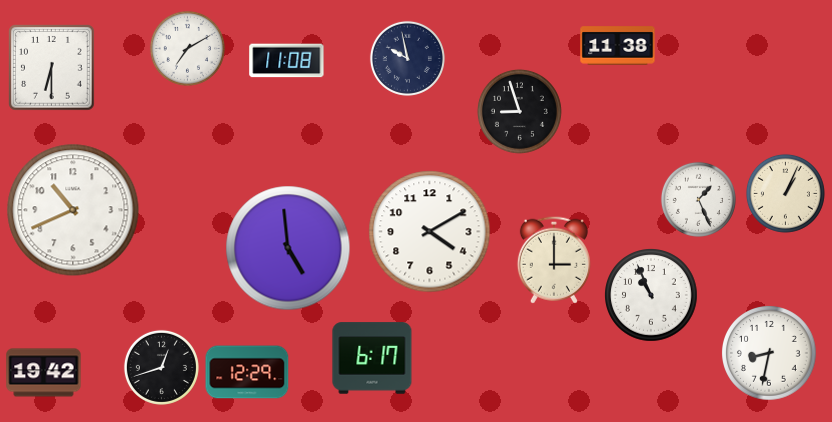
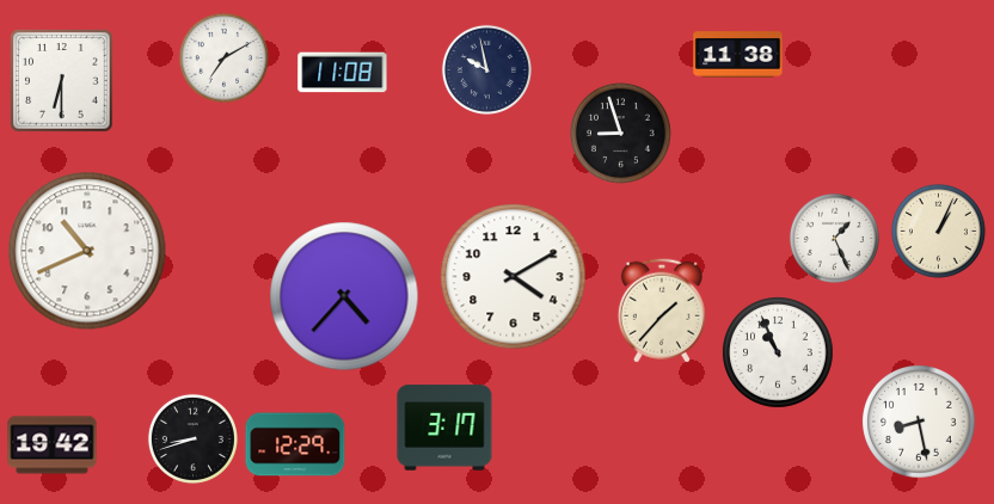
clock at (288, 248): 4:59 -> 4:37
clock at (554, 260): 3:00 -> 1:37
clock at (770, 354): 8:32 -> 8:28
clock at (372, 358): 6:17 -> 3:17
clock at (161, 367): 12:42 -> 8:42
